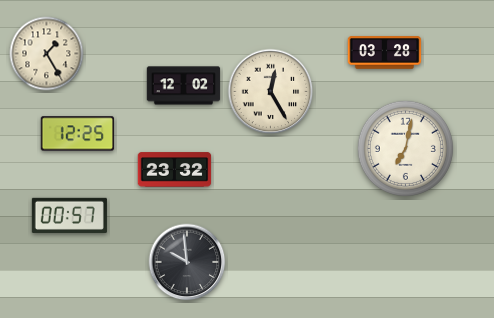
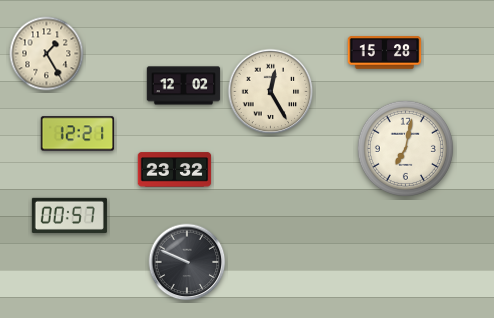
clock at (385, 53): 03:28 -> 15:28
clock at (78, 134): 12:25 -> 12:21
clock at (187, 262): 9:59 -> 9:49
